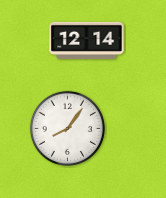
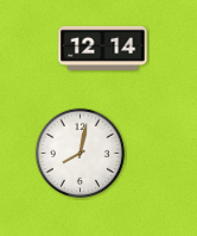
clock at (67, 128): 8:06 -> 8:02
